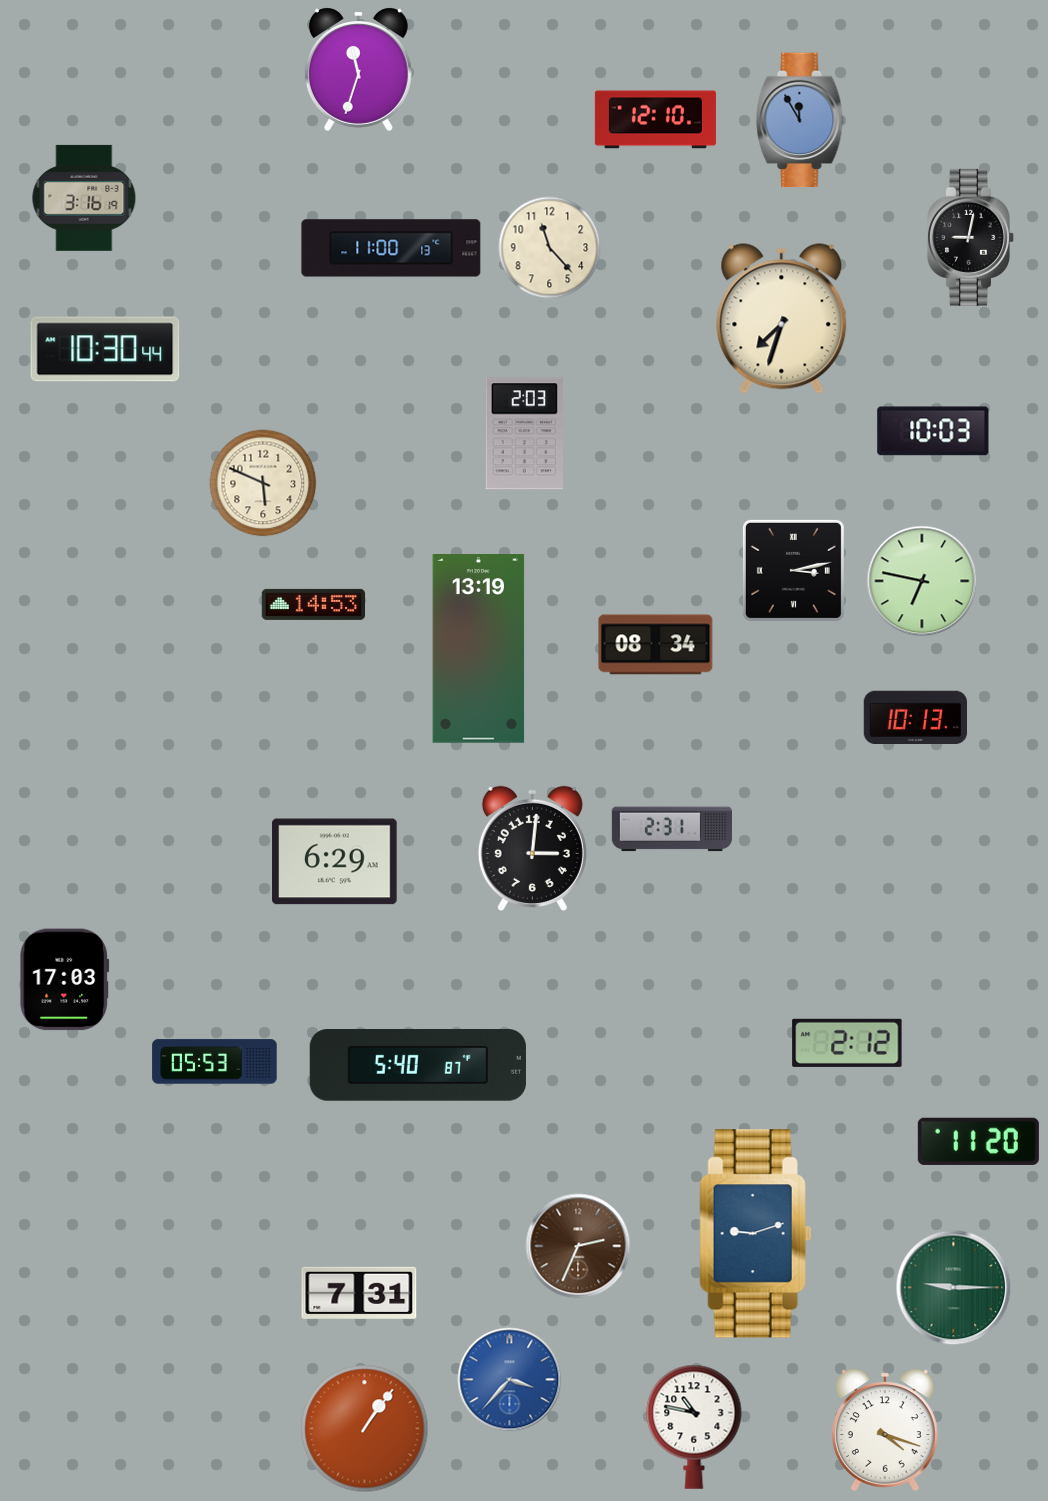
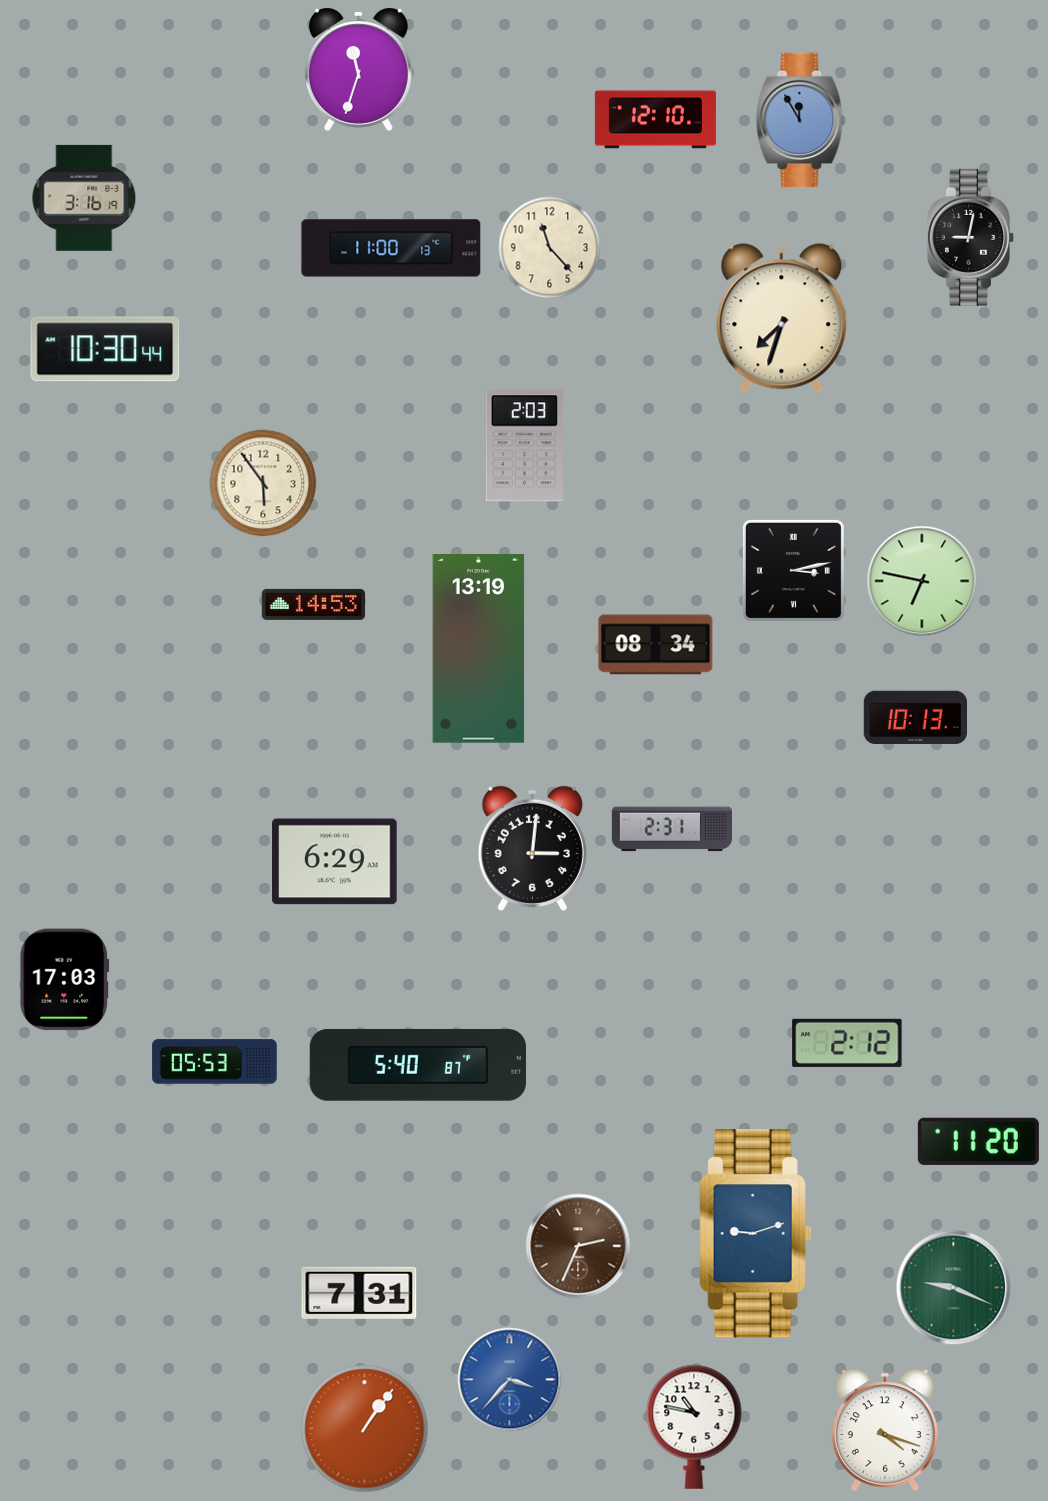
clock at (933, 431): 10:03 -> none
clock at (524, 434) position: (524, 434) -> (524, 446)
clock at (263, 483): 5:49 -> 5:54
clock at (954, 1288): 9:15 -> 9:19
